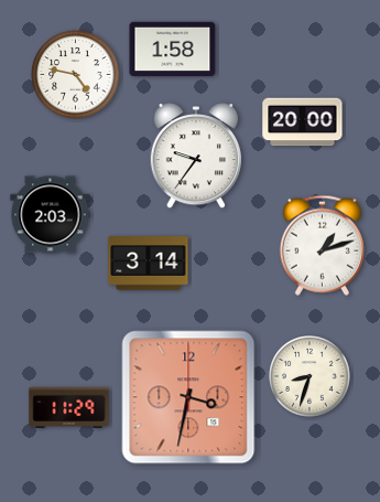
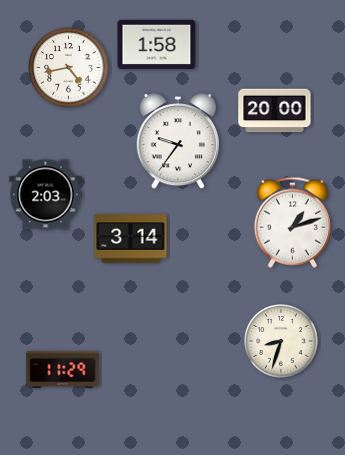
clock at (76, 75): 4:47 -> 4:43
clock at (149, 264) position: (149, 264) -> (131, 239)
clock at (188, 397): 3:32 -> none
